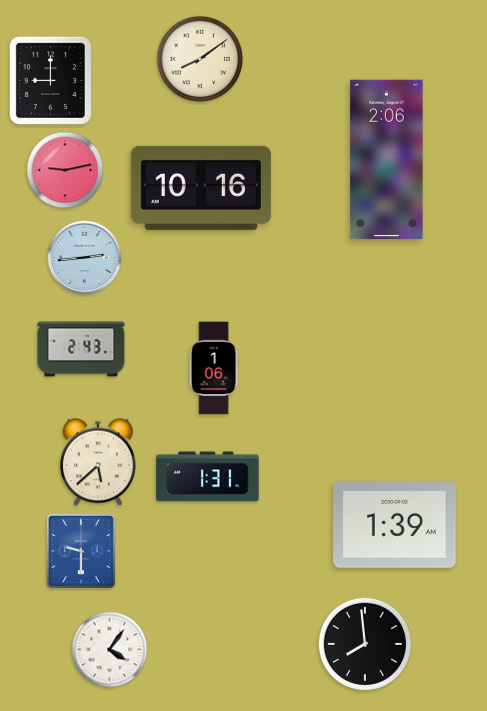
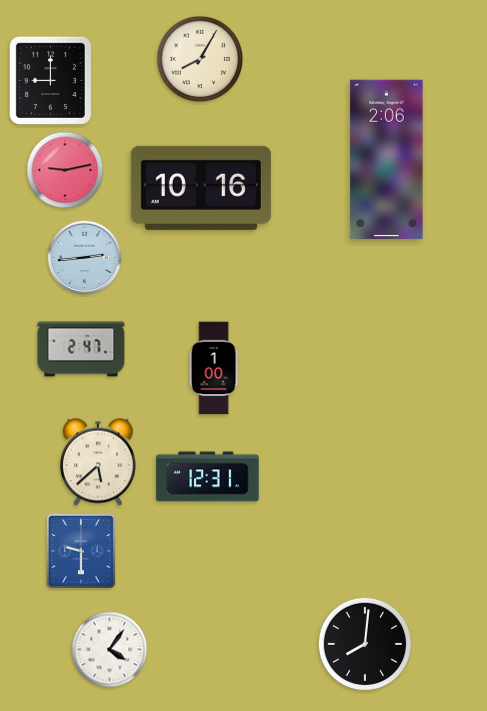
clock at (200, 59): 8:09 -> 8:05
clock at (81, 349): 2:43 -> 2:47
clock at (214, 368): 1:06 -> 1:00
clock at (208, 477): 1:31 -> 12:31
clock at (395, 525): 1:39 -> none
clock at (364, 643): 7:59 -> 8:01
